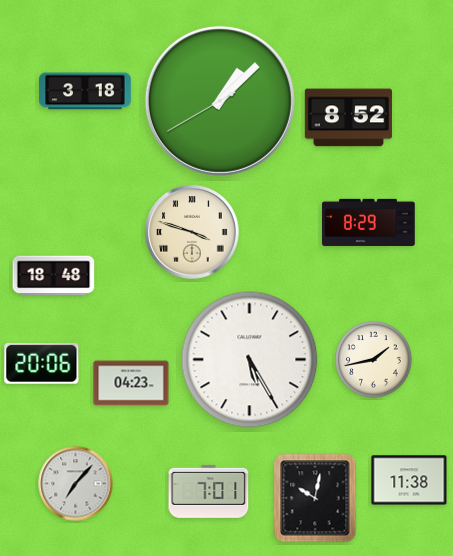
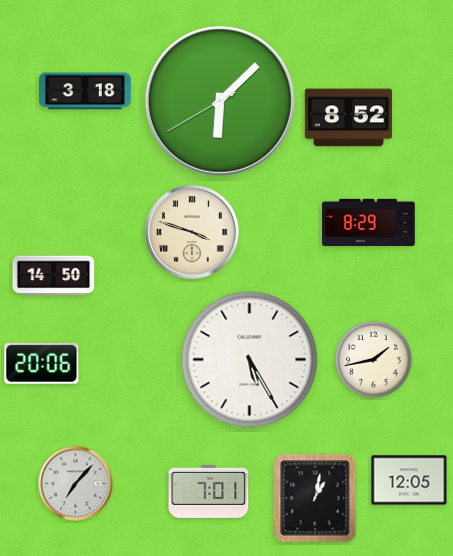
clock at (220, 101): 1:07 -> 6:07
clock at (54, 276): 18:48 -> 14:50
clock at (131, 383): 04:23 -> none
clock at (409, 480): 11:38 -> 12:05
clock at (315, 498): 10:02 -> 1:02
